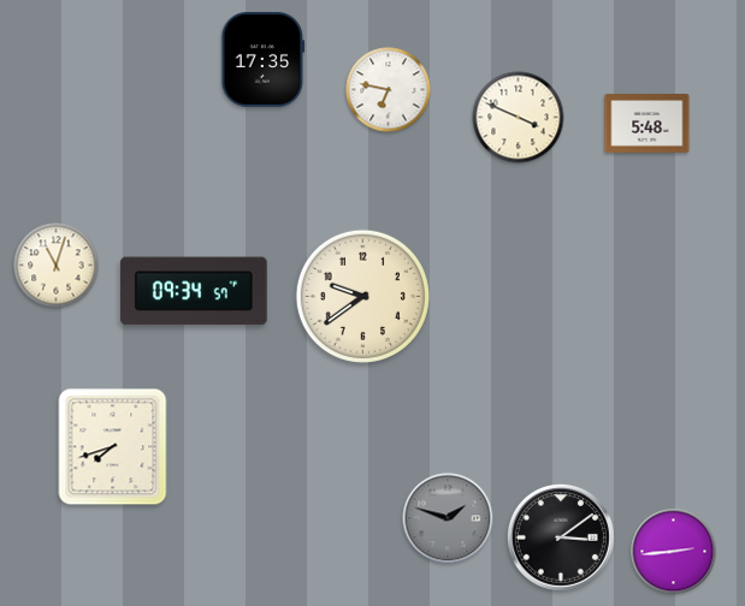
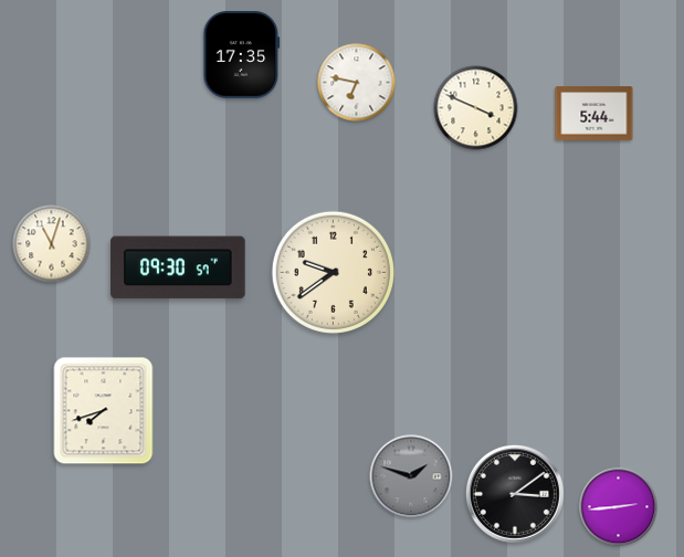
clock at (648, 124): 5:48 -> 5:44
clock at (195, 291): 09:34 -> 09:30
